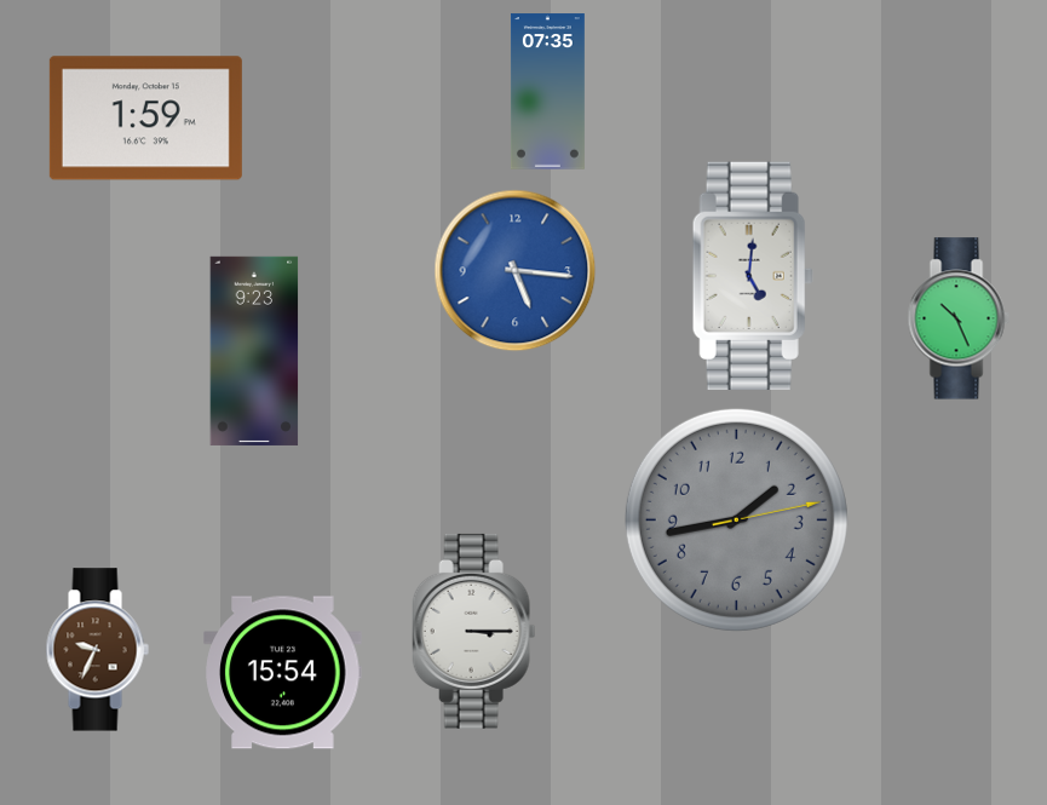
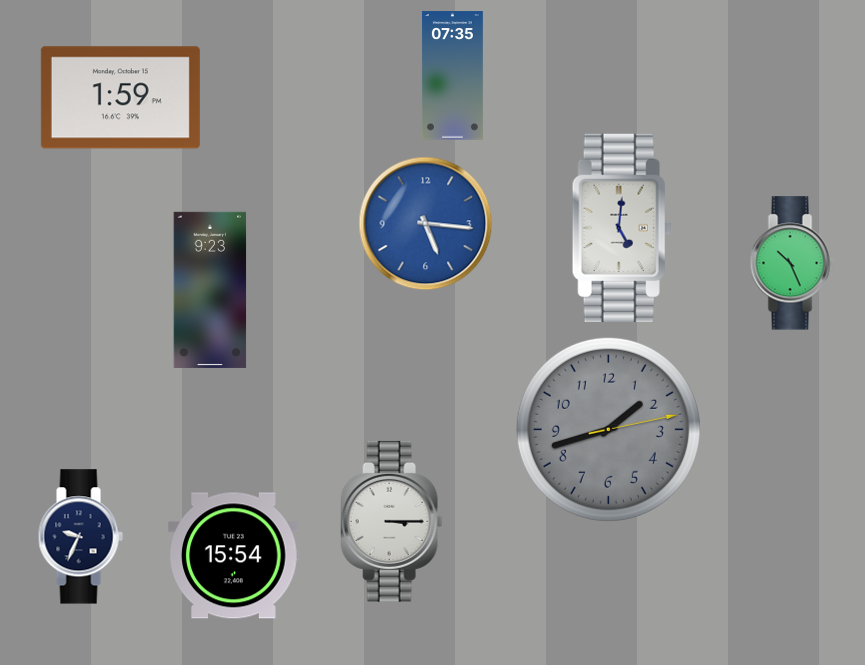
clock at (736, 519): 1:43 -> 1:42
clock at (97, 650) dial: brown -> navy
